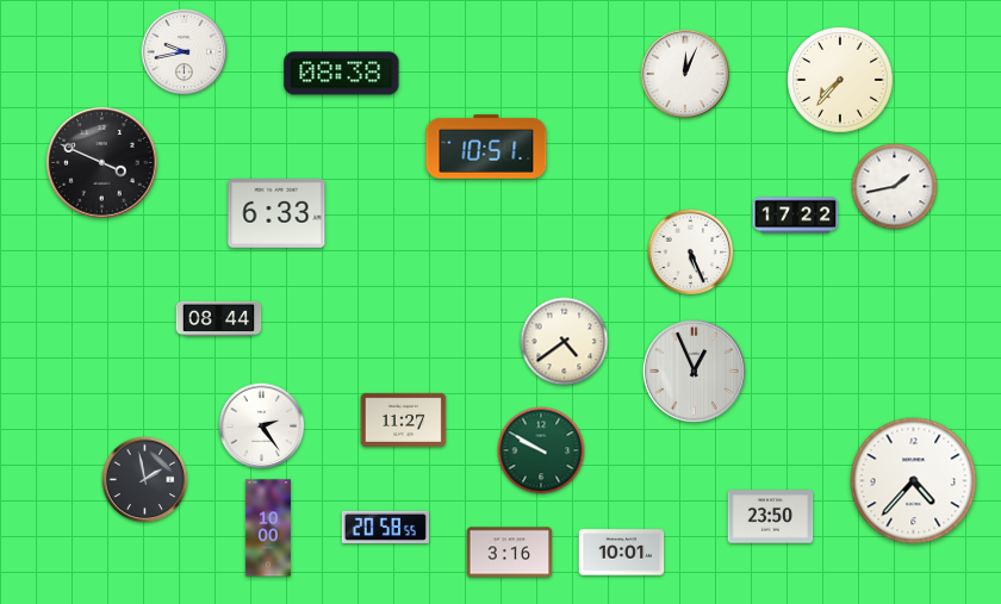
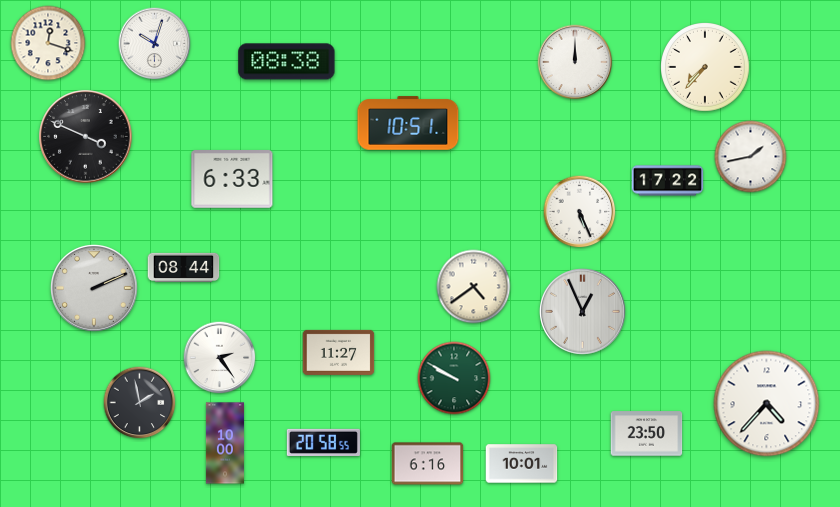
clock at (48, 43): none -> 12:18
clock at (185, 52): 9:43 -> 10:03
clock at (685, 74): 12:04 -> 12:00
clock at (94, 288): none -> 2:11
clock at (145, 480) position: (145, 480) -> (140, 403)
clock at (510, 553): 3:16 -> 6:16
